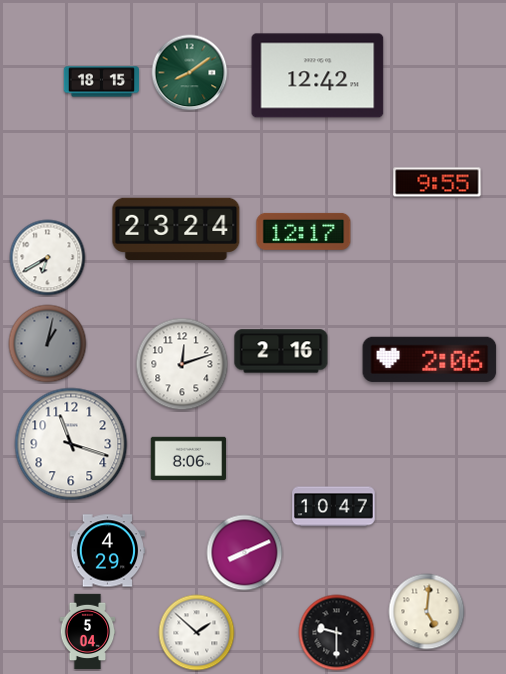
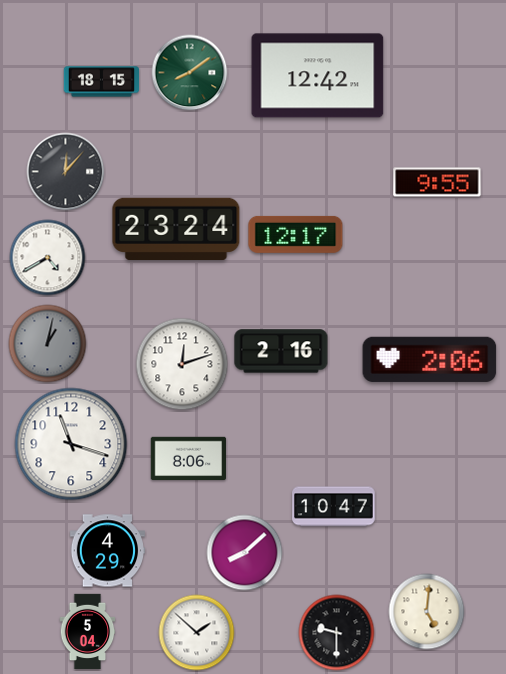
clock at (66, 172): none -> 12:07
clock at (304, 231) position: (304, 231) -> (296, 234)
clock at (48, 258): 6:40 -> 4:40
clock at (245, 553): 8:11 -> 8:08
